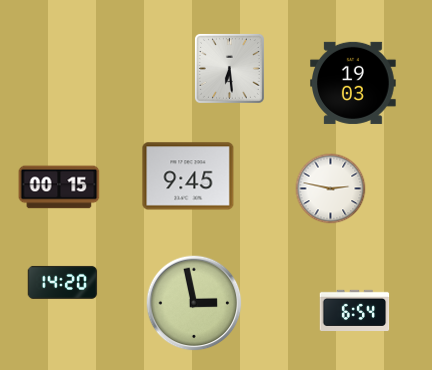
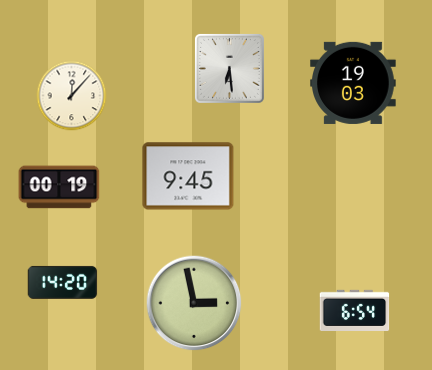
clock at (72, 96): none -> 12:07
clock at (59, 187): 00:15 -> 00:19
clock at (331, 189): 2:47 -> none
